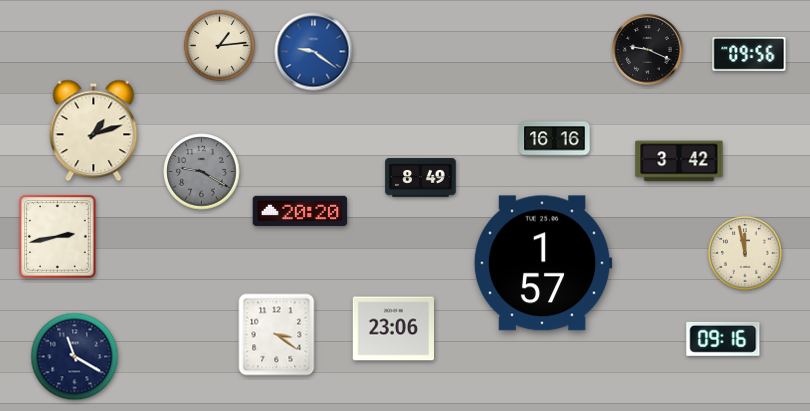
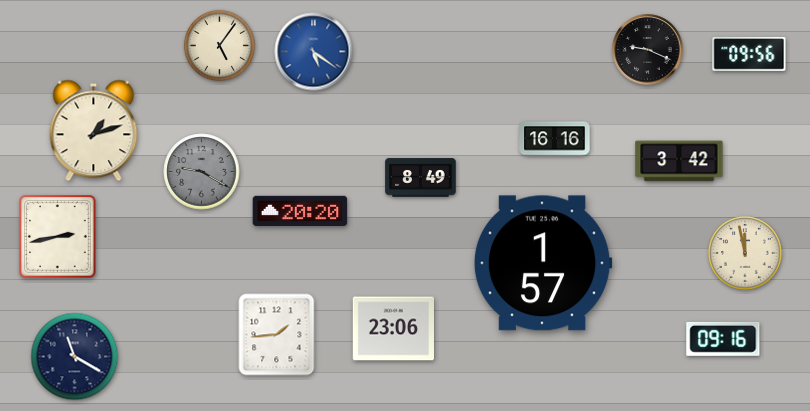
clock at (219, 45): 1:14 -> 5:06
clock at (314, 52): 9:21 -> 5:21
clock at (277, 335): 3:21 -> 1:44
